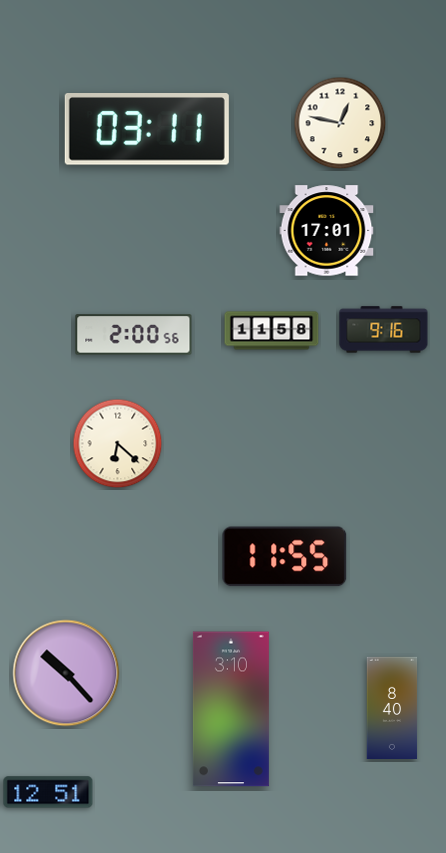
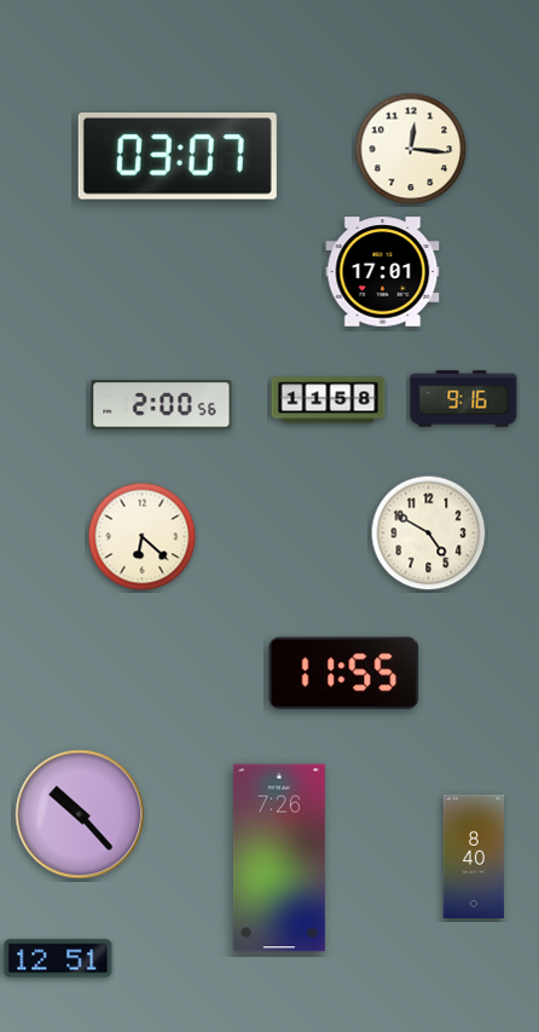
clock at (340, 123): 12:47 -> 12:16
clock at (147, 130): 03:11 -> 03:07
clock at (327, 231) position: (327, 231) -> (383, 272)
clock at (429, 534): none -> 4:50
clock at (231, 709): 3:10 -> 7:26
